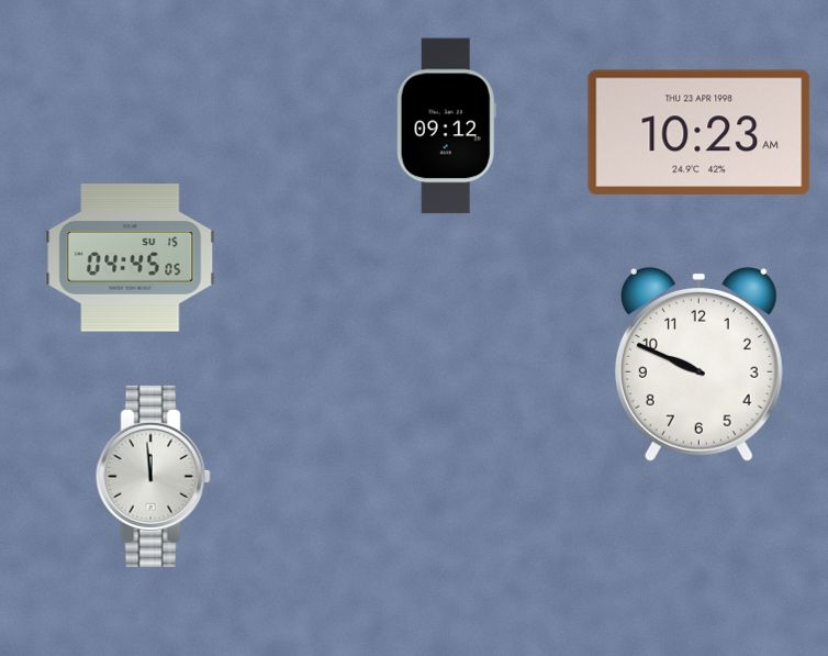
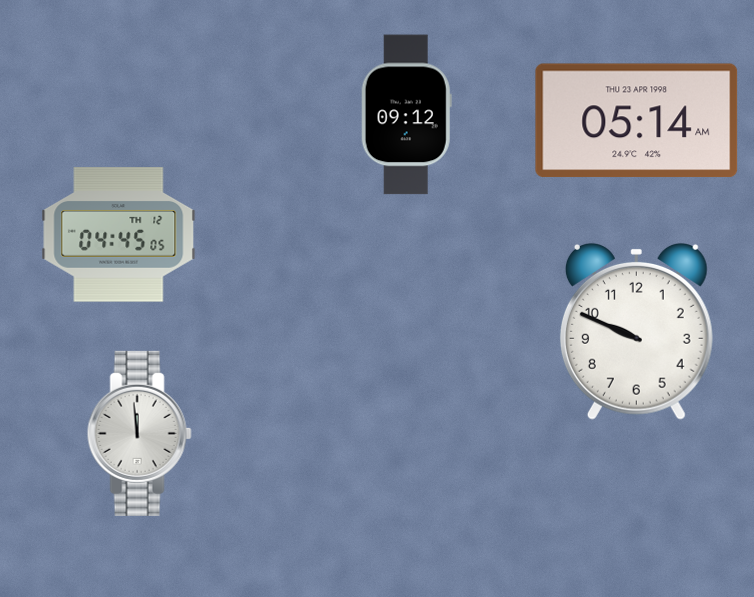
clock at (700, 133): 10:23 -> 05:14
clock at (131, 258) date: SU 15 -> TH 12
